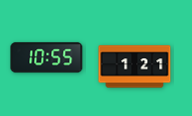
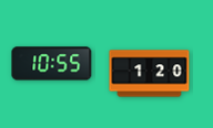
clock at (135, 67): 1:21 -> 1:20
